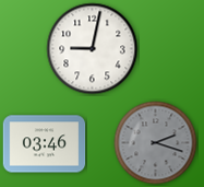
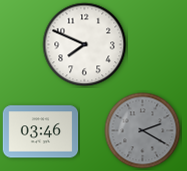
clock at (93, 49): 9:02 -> 7:49
clock at (156, 143): 2:18 -> 2:20
